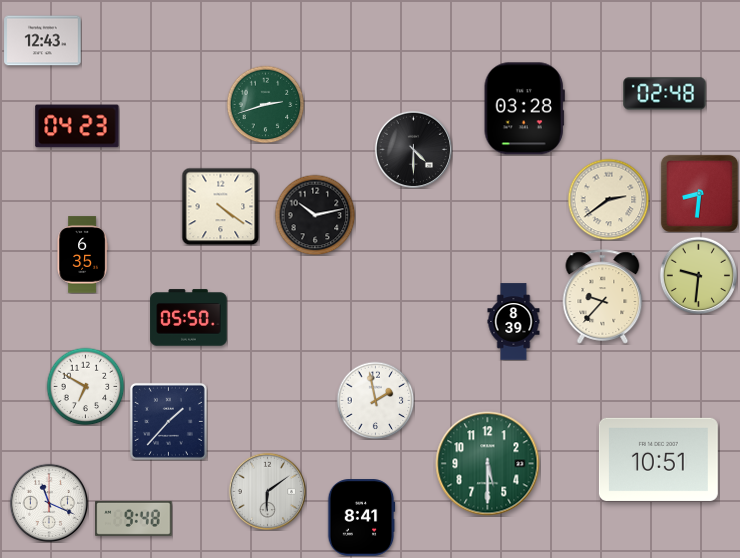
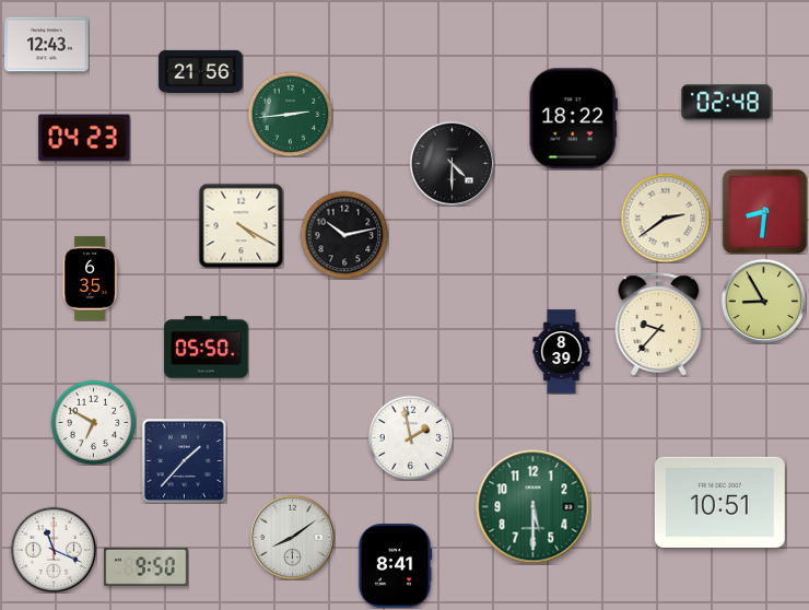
clock at (201, 71): none -> 21:56
clock at (265, 104): 2:42 -> 2:44
clock at (524, 109): 03:28 -> 18:22
clock at (220, 206): 4:21 -> 4:20
clock at (698, 275): 9:31 -> 8:55
clock at (267, 491): 6:09 -> 8:09
clock at (134, 518): 9:48 -> 9:50
